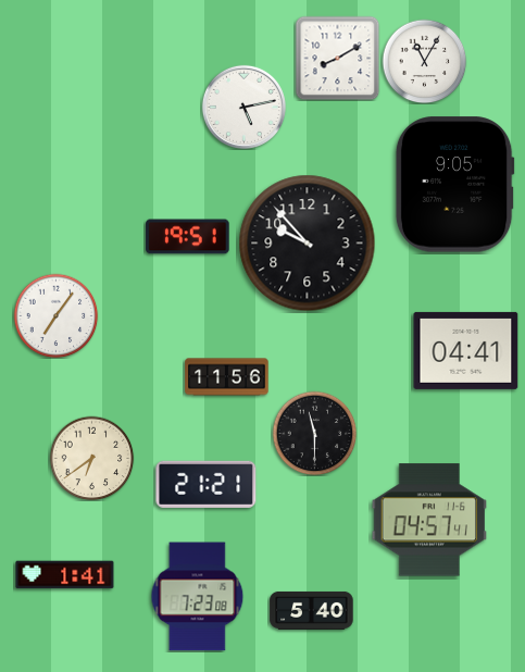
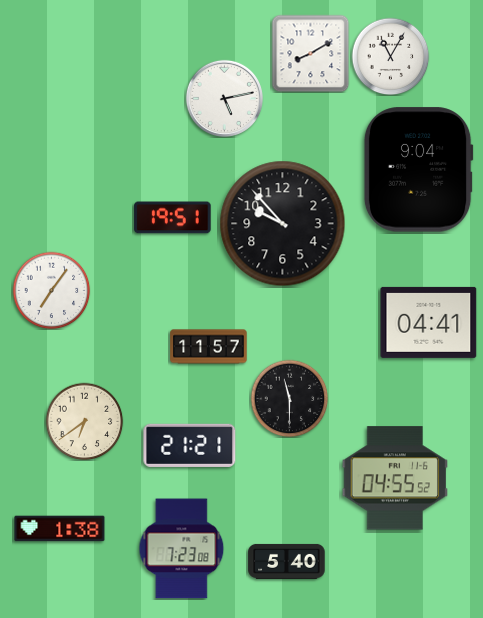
clock at (454, 185): 9:05 -> 9:04
clock at (227, 377): 11:56 -> 11:57
clock at (429, 520): 04:57 -> 04:55
clock at (65, 575): 1:41 -> 1:38
